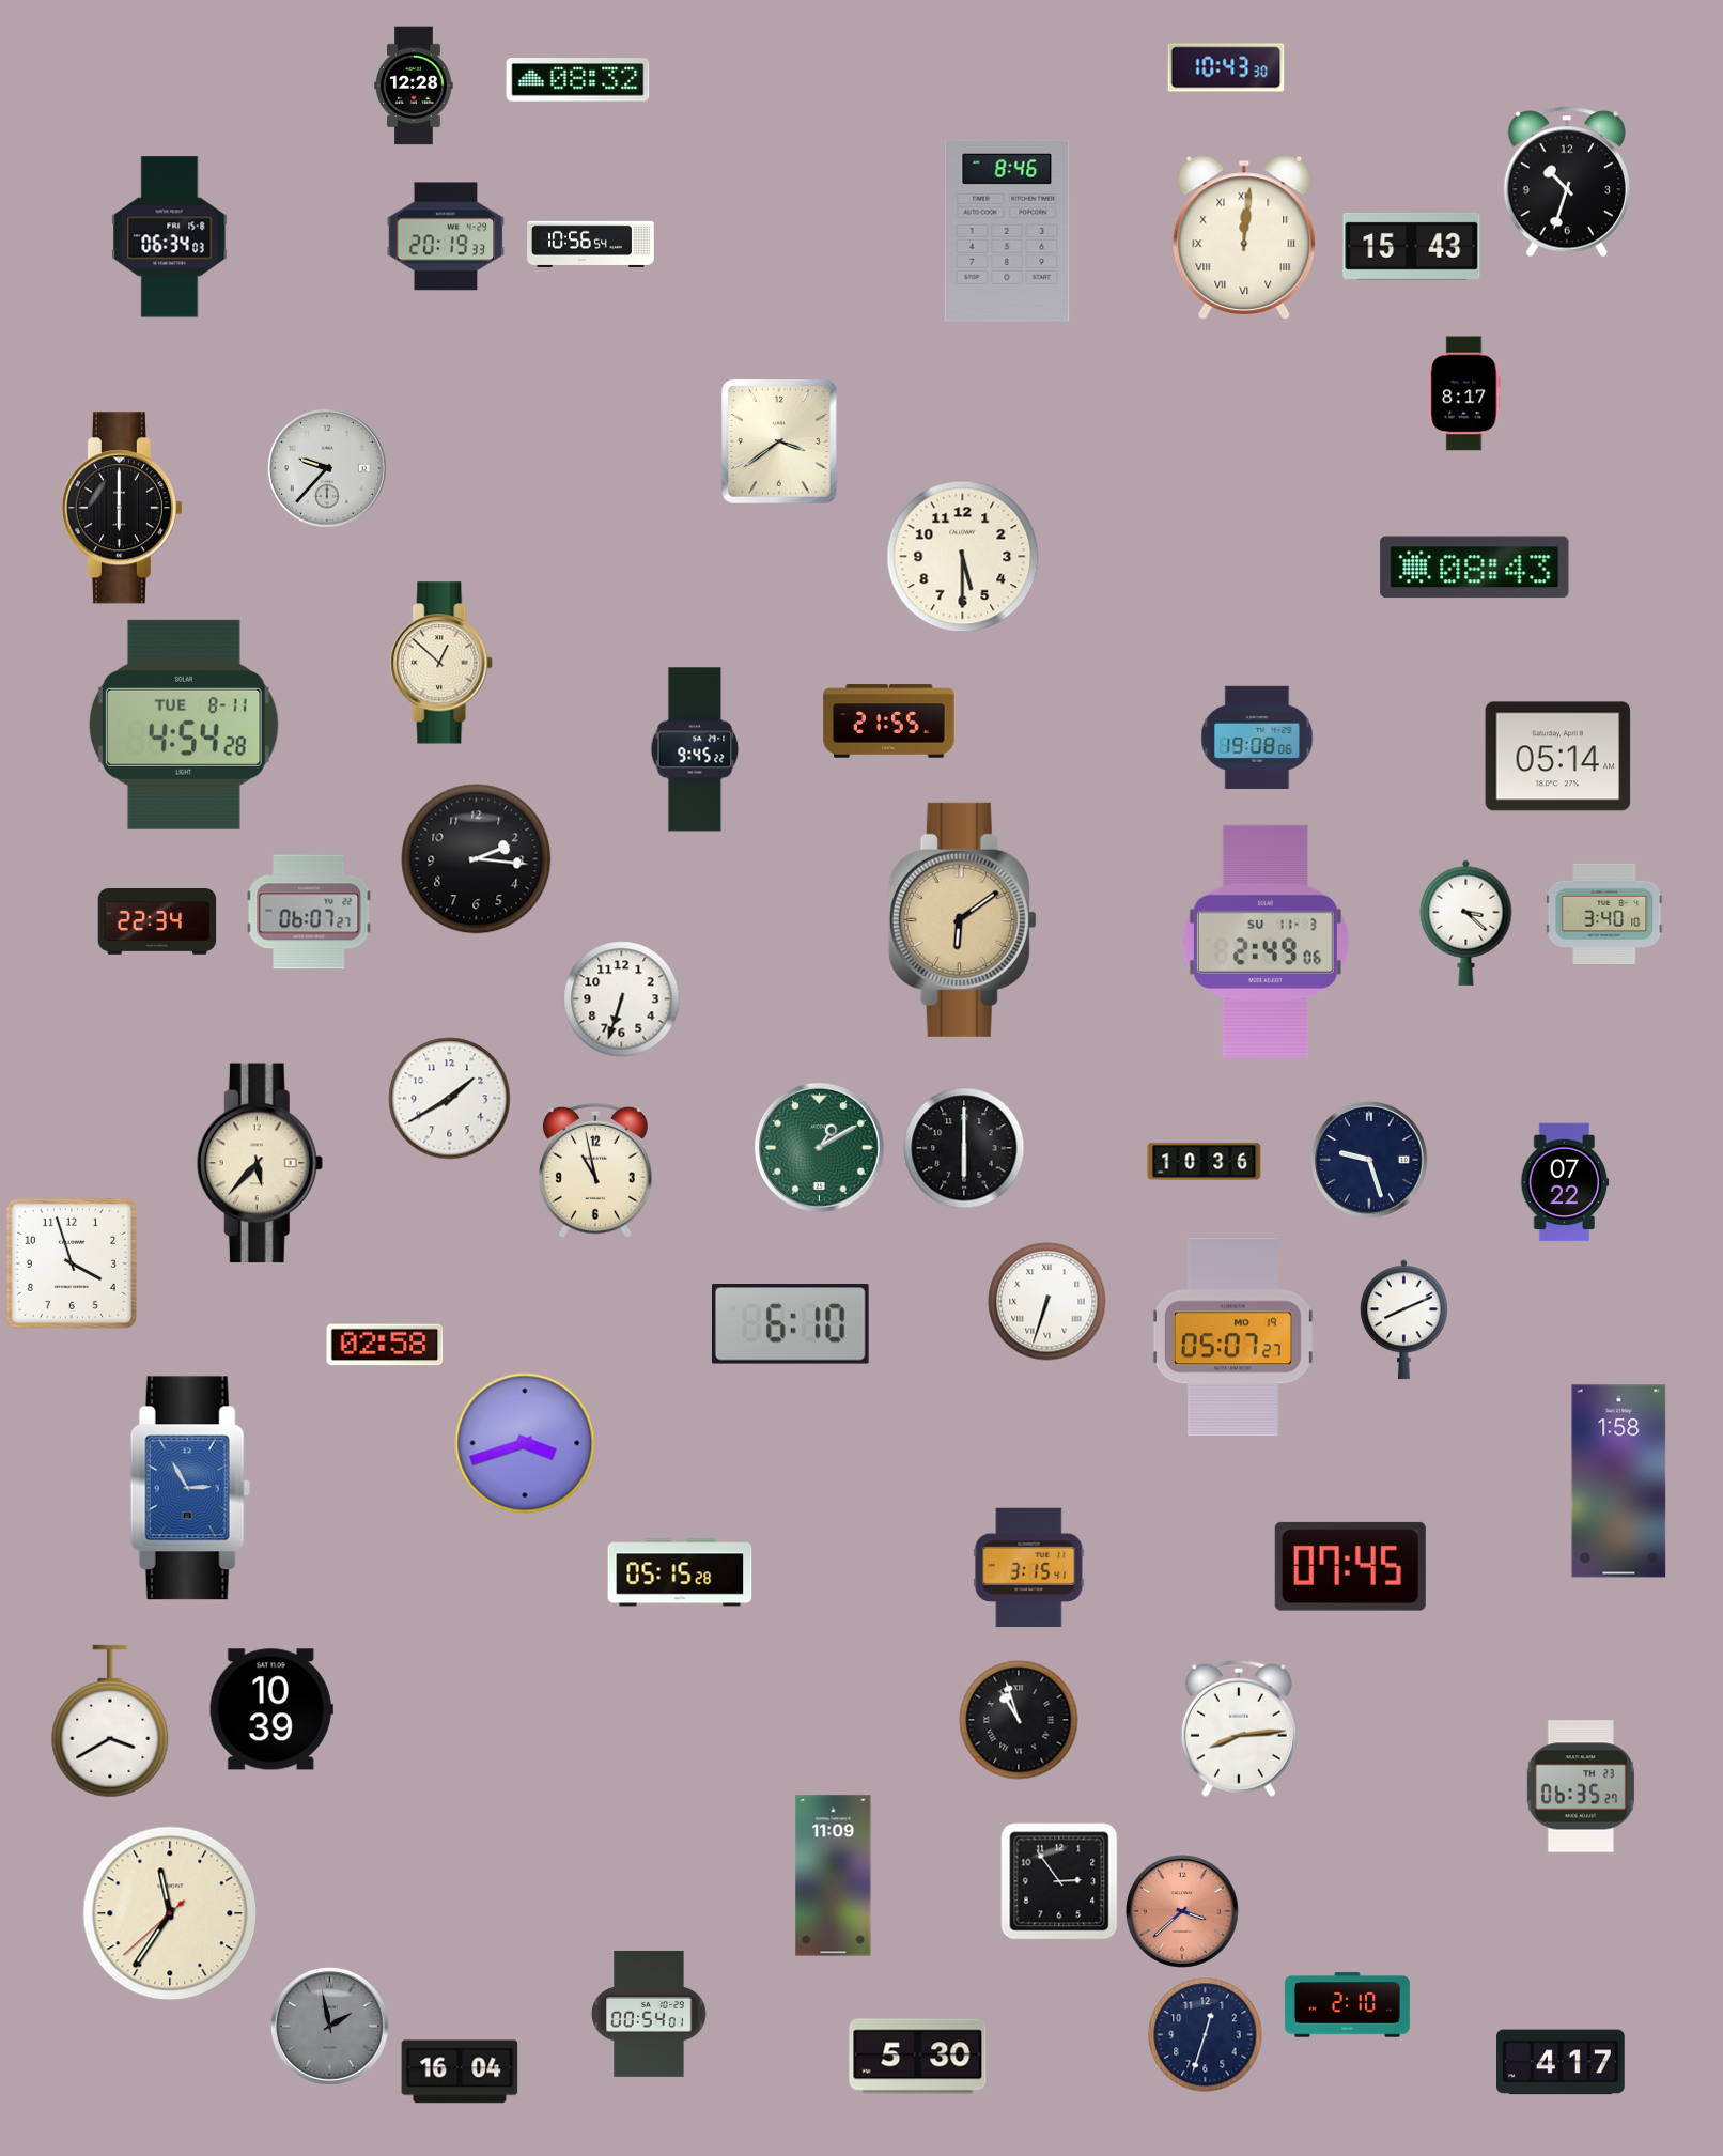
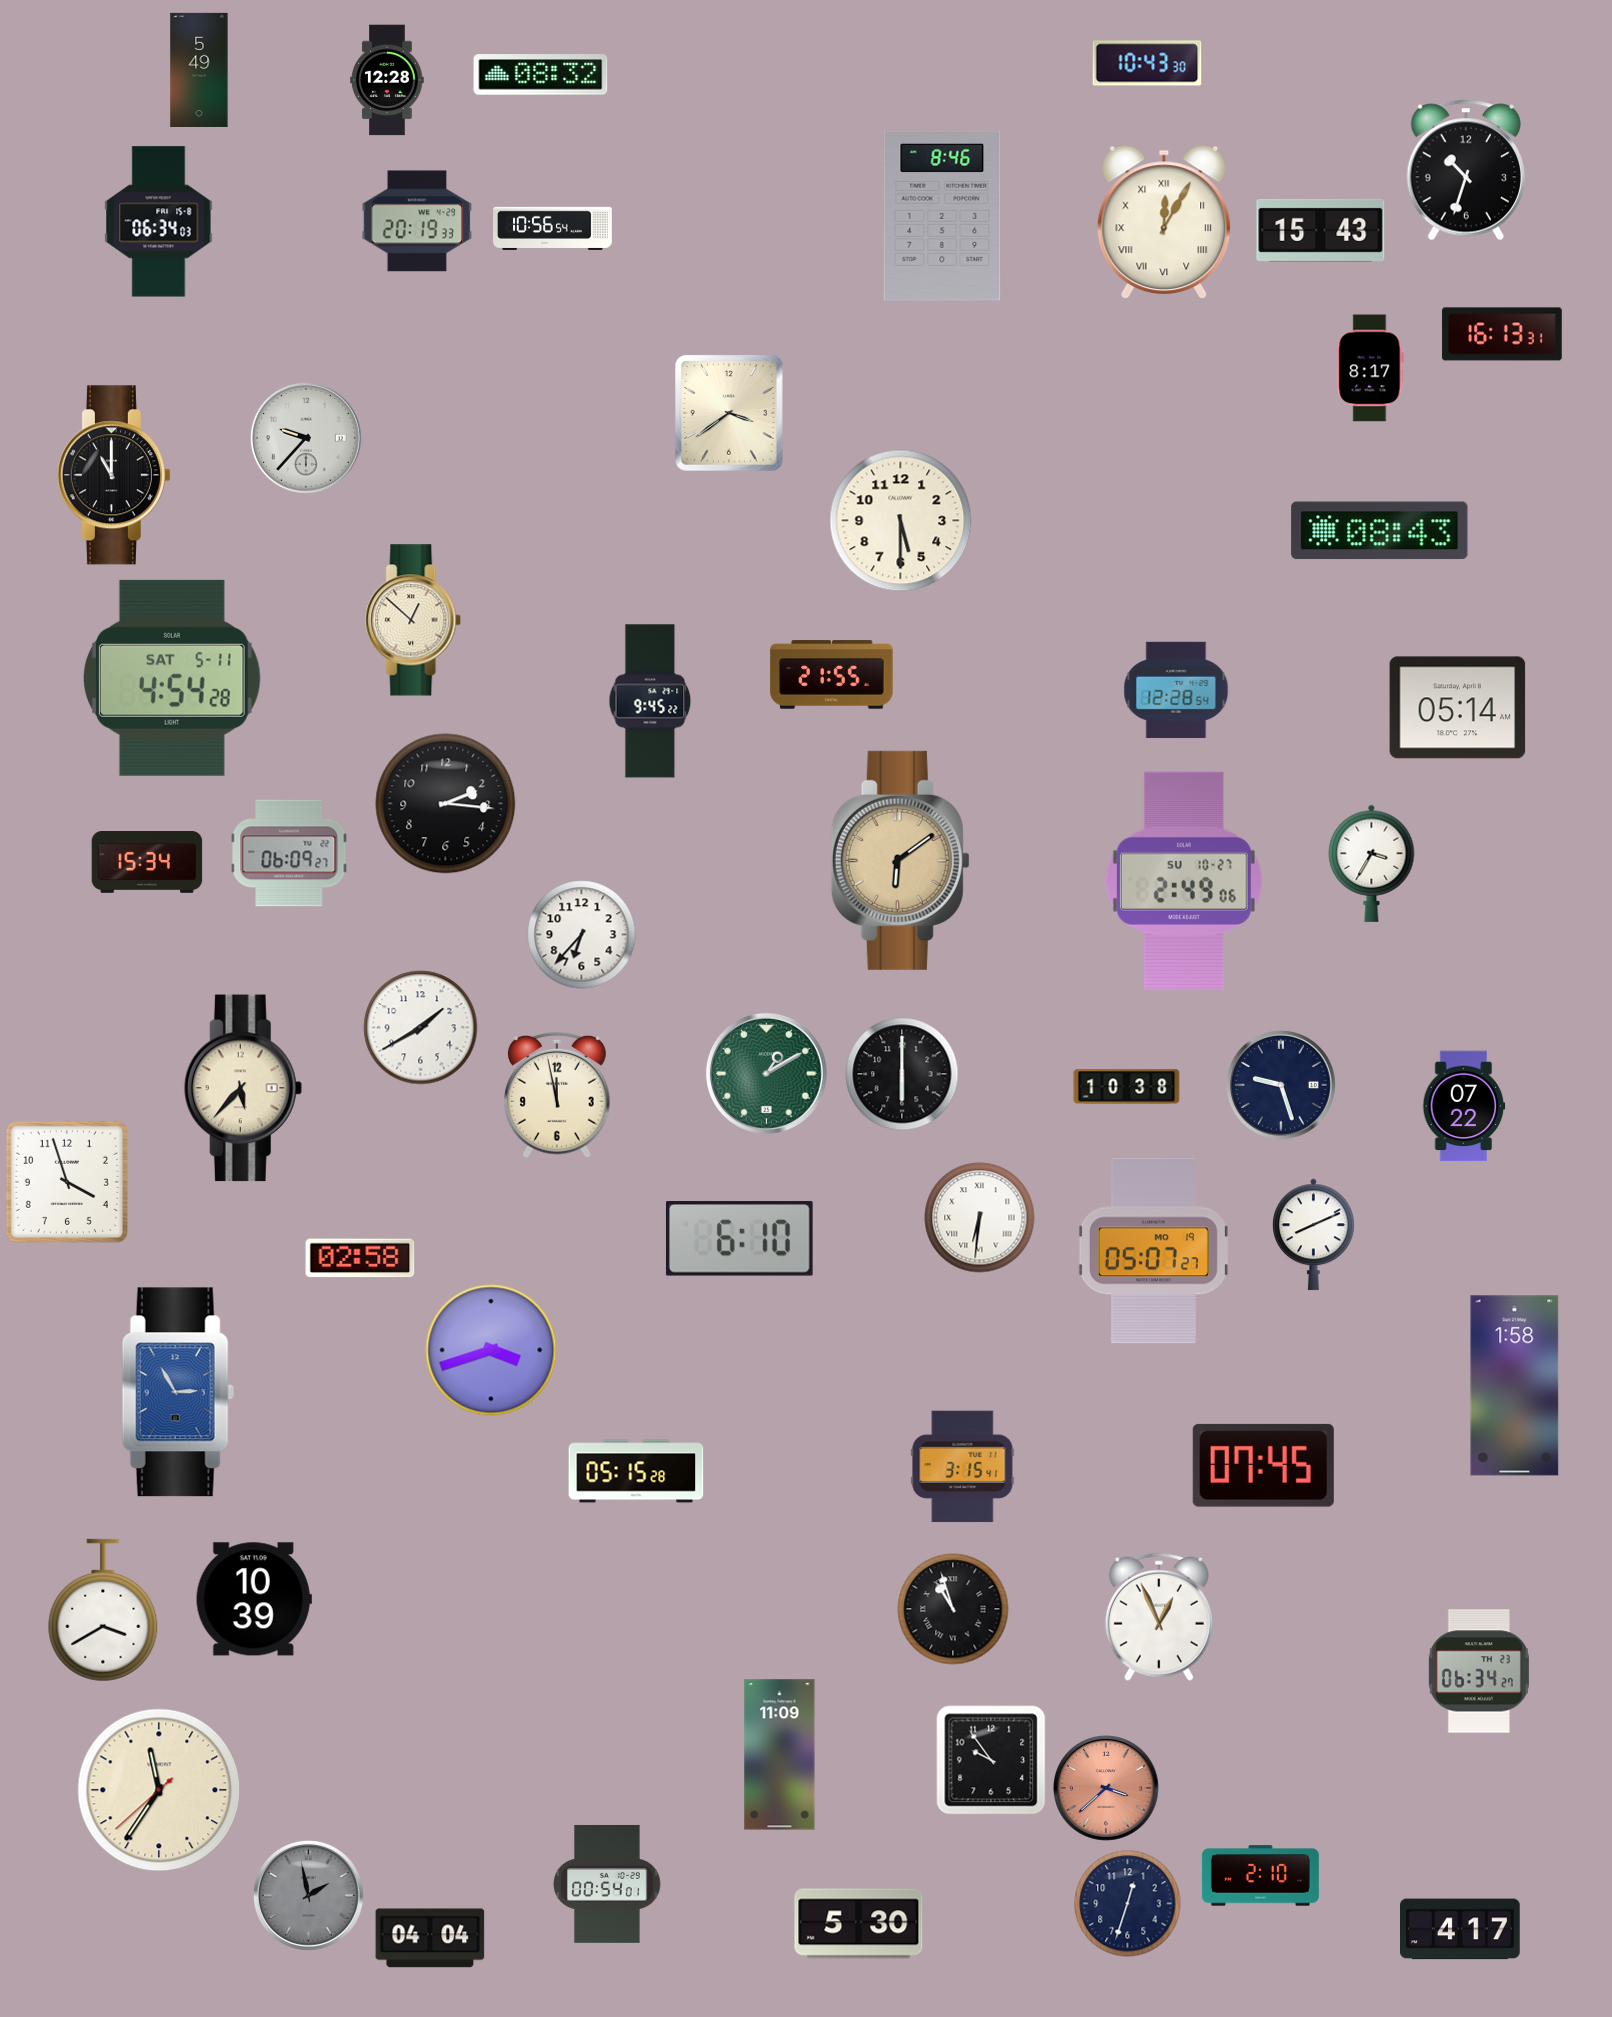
clock at (199, 70): none -> 5:49
clock at (1244, 237): 12:01 -> 12:05
clock at (1502, 334): none -> 16:13
clock at (122, 508): 6:00 -> 11:00
clock at (184, 725) date: TUE 8-11 -> SAT 5-11
clock at (1257, 738): 19:08 -> 12:28
clock at (309, 912): 06:07 -> 06:09
clock at (1604, 914): 3:40 -> none
clock at (157, 922): 22:34 -> 15:34
clock at (1466, 922): 3:22 -> 3:35
clock at (1266, 942) date: SU 11-3 -> SU 10-27
clock at (622, 999): 6:33 -> 6:37
clock at (1205, 1162): 10:36 -> 10:38
clock at (596, 1170): 10:58 -> 11:58
clock at (1047, 1302): 6:33 -> 6:31
clock at (1239, 1728): 8:14 -> 12:56
clock at (1581, 1786): 06:35 -> 06:34
clock at (1059, 1881): 2:54 -> 9:54
clock at (460, 2072): 16:04 -> 04:04
